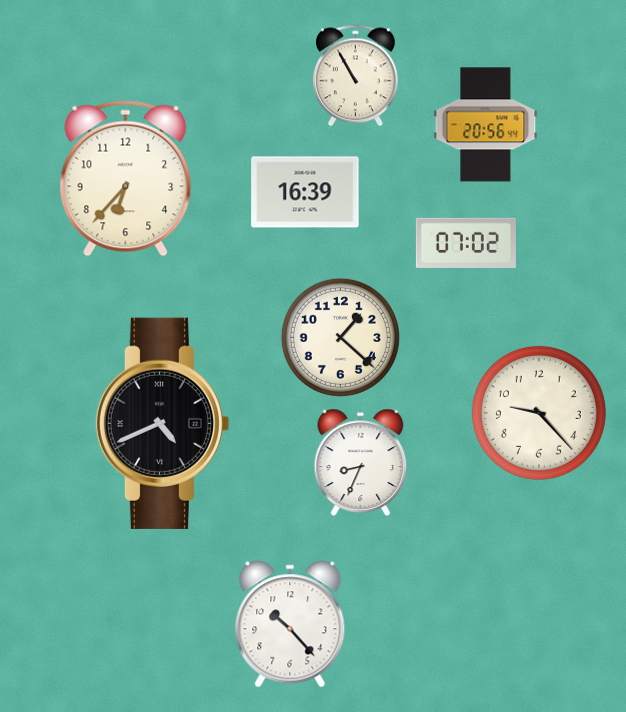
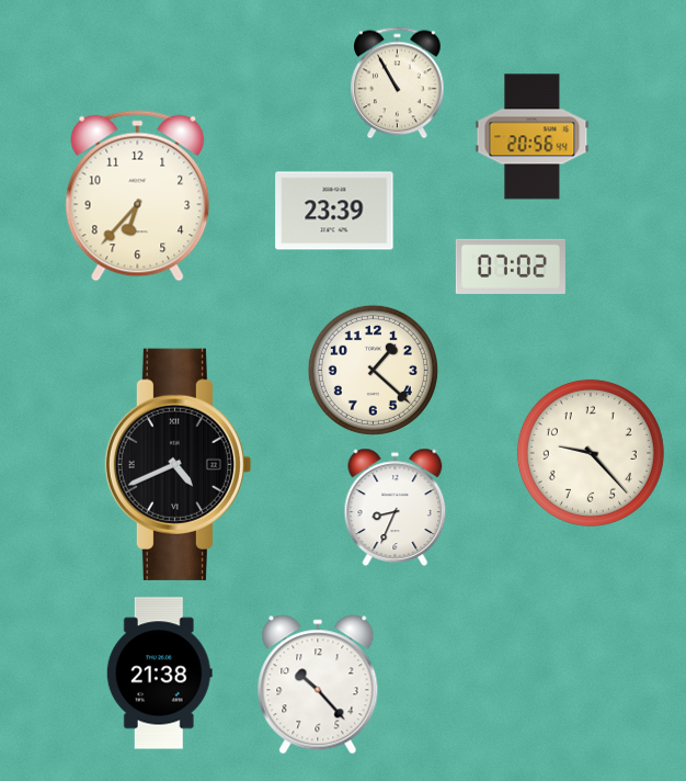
clock at (356, 76) position: (356, 76) -> (398, 83)
clock at (305, 192): 16:39 -> 23:39
clock at (159, 674): none -> 21:38
